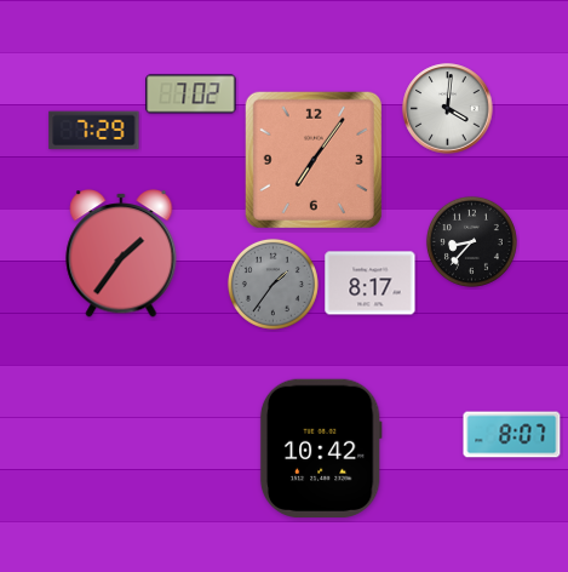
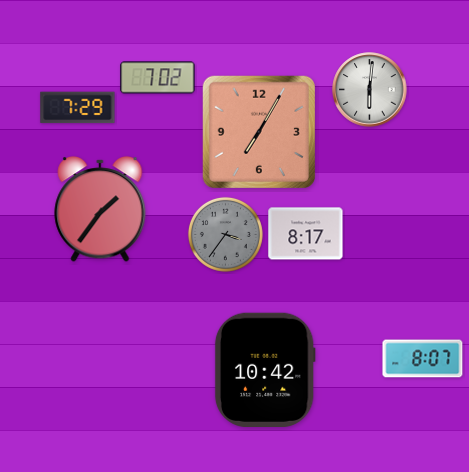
clock at (448, 109): 4:01 -> 6:01
clock at (314, 160): 7:06 -> 7:05
clock at (471, 241): 8:37 -> none
clock at (272, 284): 1:36 -> 3:36
